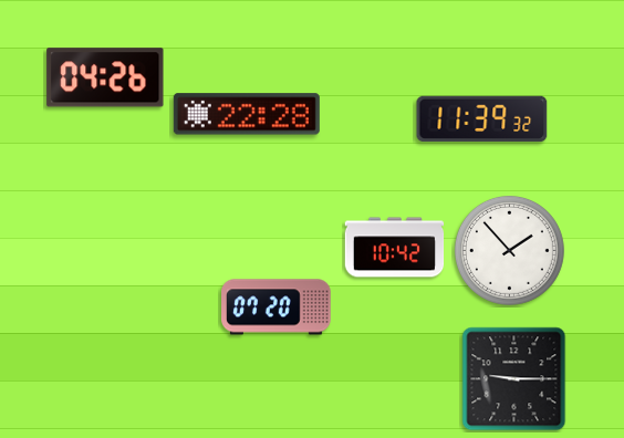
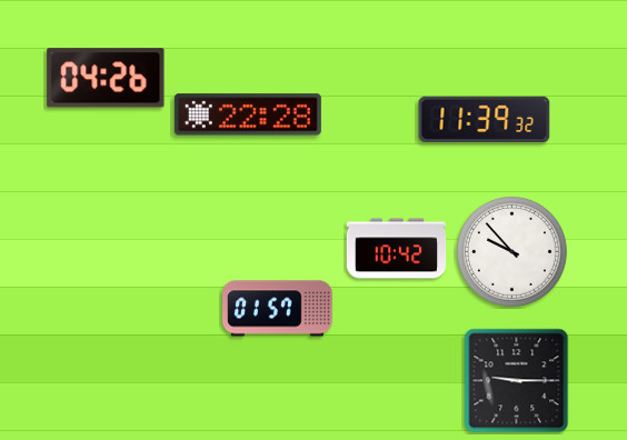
clock at (509, 250): 1:53 -> 9:53
clock at (277, 307): 07:20 -> 01:57
